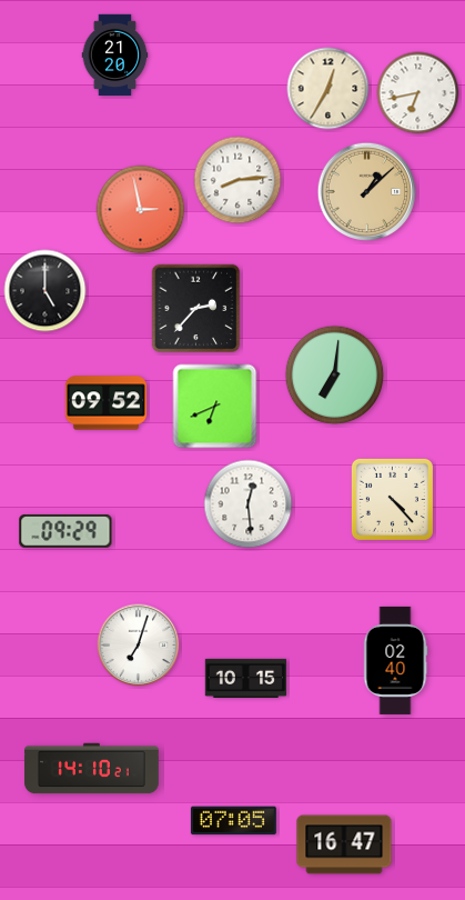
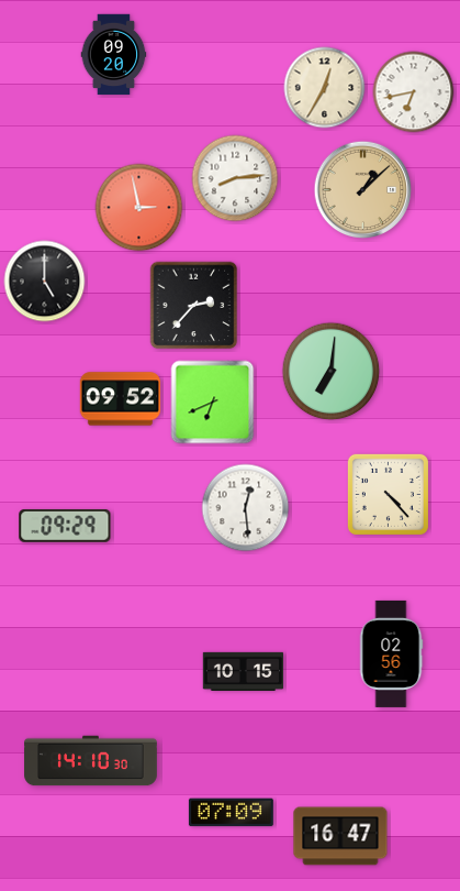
clock at (115, 56): 21:20 -> 09:20
clock at (46, 291) position: (46, 291) -> (45, 282)
clock at (107, 403) position: (107, 403) -> (121, 399)
clock at (249, 504) position: (249, 504) -> (246, 508)
clock at (139, 646): 7:03 -> none
clock at (395, 660): 02:40 -> 02:56
clock at (92, 769): 14:10:21 -> 14:10:30
clock at (233, 821): 07:05 -> 07:09
